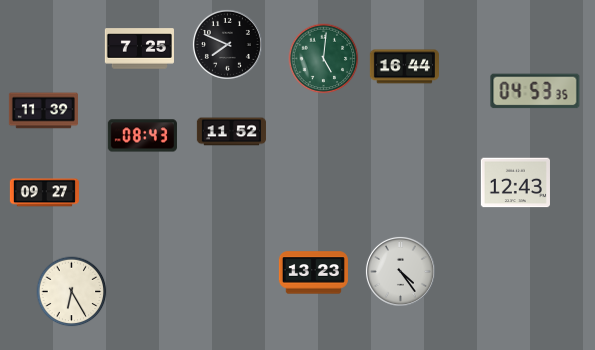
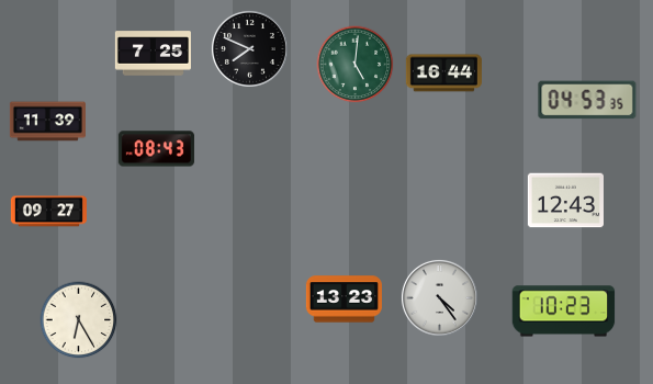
clock at (231, 132): 11:52 -> none
clock at (564, 312): none -> 10:23
